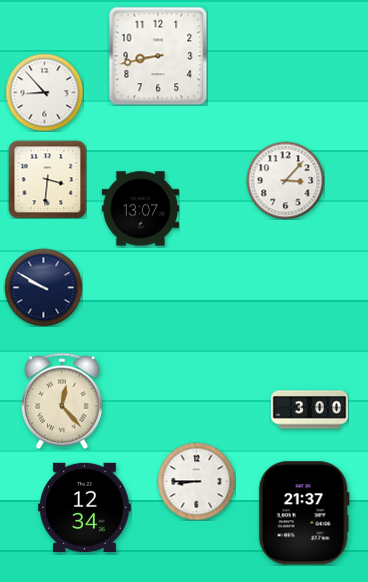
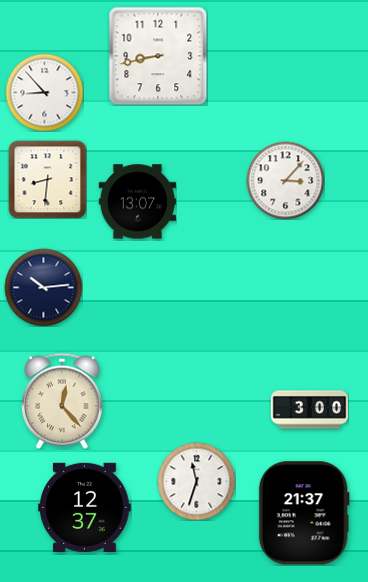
clock at (47, 179): 3:31 -> 8:31
clock at (140, 209) position: (140, 209) -> (137, 202)
clock at (43, 287): 9:50 -> 10:14
clock at (196, 481): 8:45 -> 11:33
clock at (85, 507): 12:34 -> 12:37
